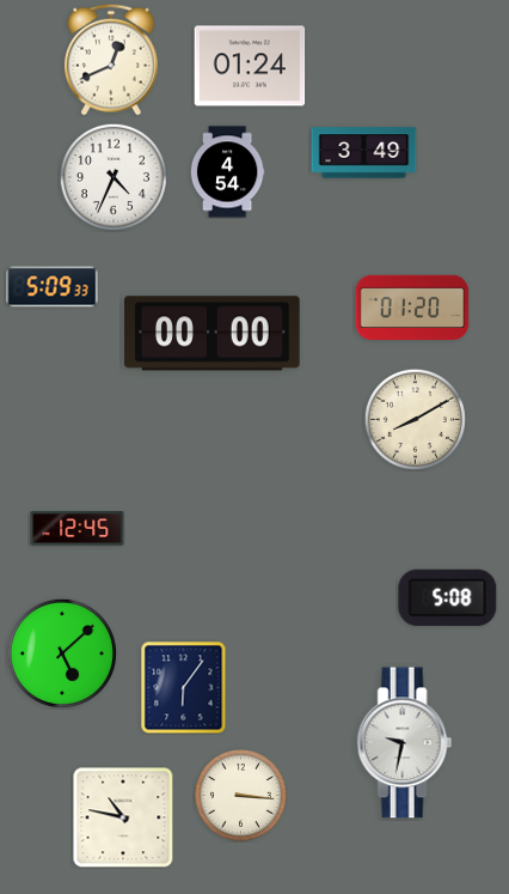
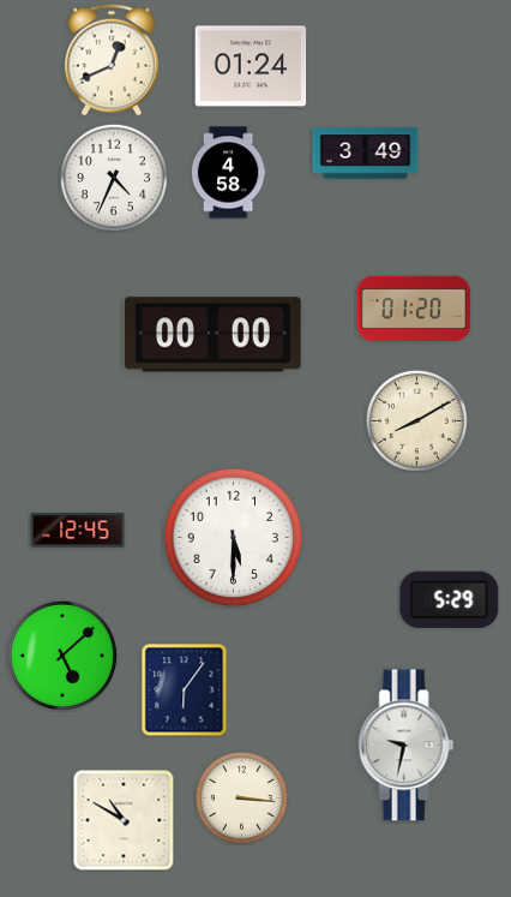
clock at (227, 172): 4:54 -> 4:58
clock at (53, 287): 5:09 -> none
clock at (234, 538): none -> 5:30
clock at (448, 597): 5:08 -> 5:29
clock at (123, 817): 10:47 -> 10:50
